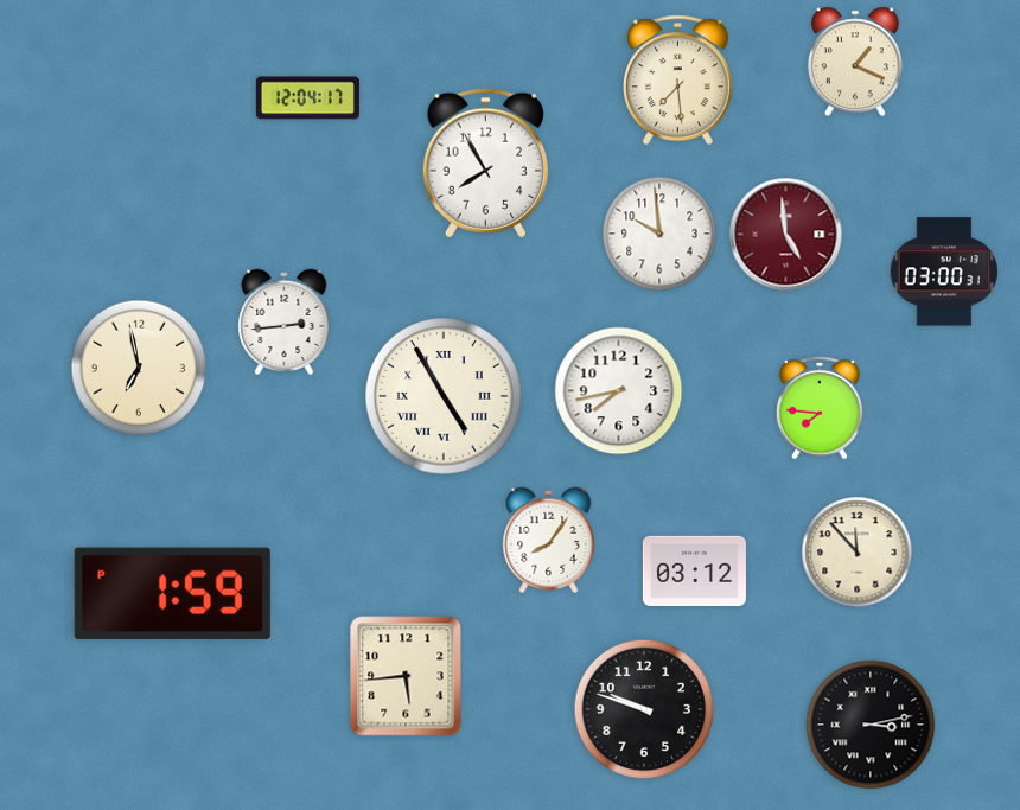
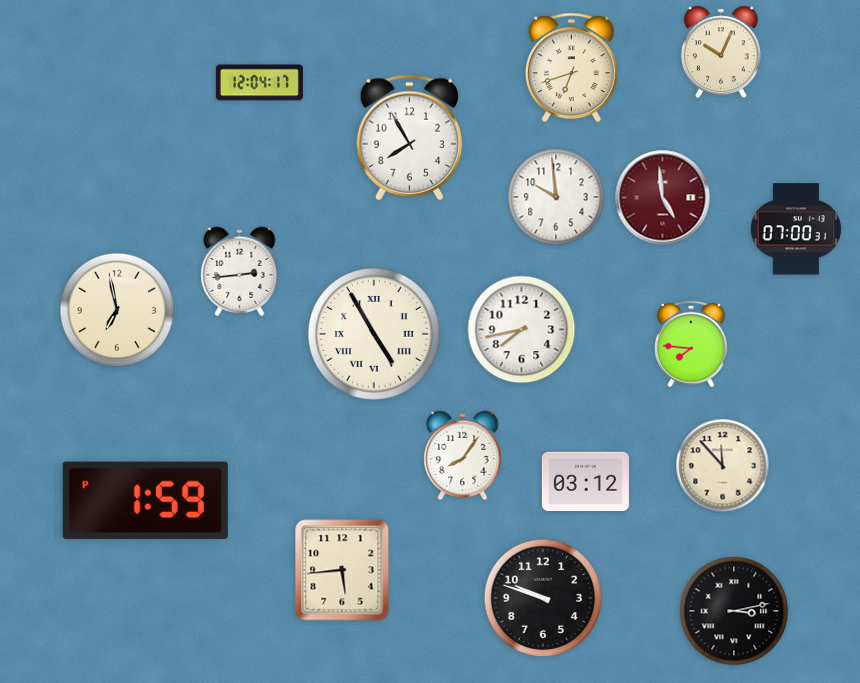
clock at (855, 62): 1:19 -> 10:04
clock at (678, 79): 7:29 -> 6:42
clock at (943, 272): 03:00 -> 07:00
